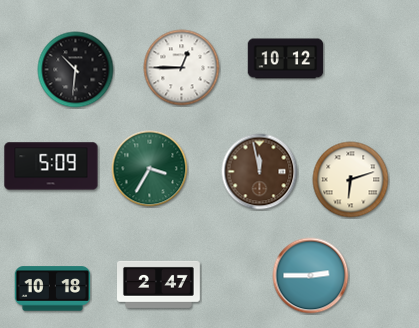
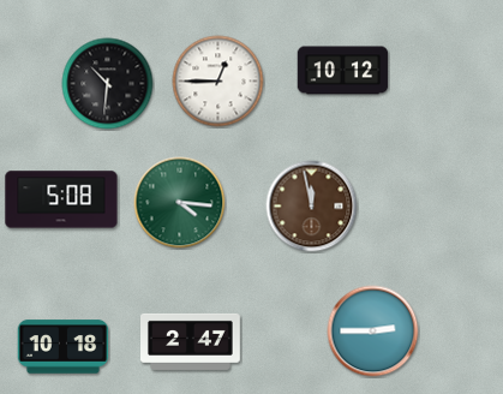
clock at (76, 70) position: (76, 70) -> (108, 84)
clock at (51, 166): 5:09 -> 5:08
clock at (150, 169): 3:35 -> 4:16
clock at (351, 180): 6:12 -> none
